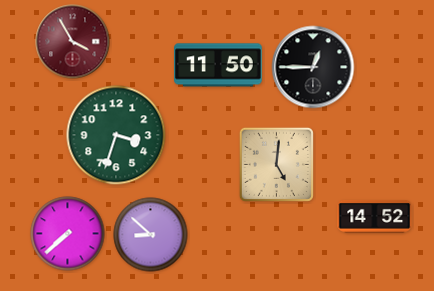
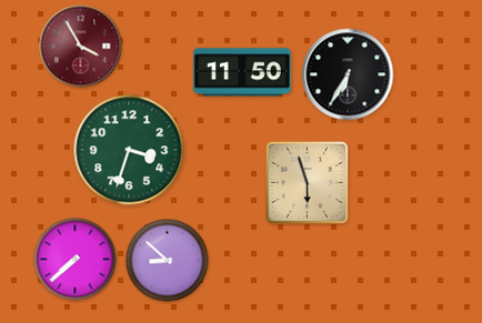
clock at (313, 67): 12:45 -> 6:35
clock at (276, 164): 5:01 -> 5:57
clock at (375, 217): 14:52 -> none
